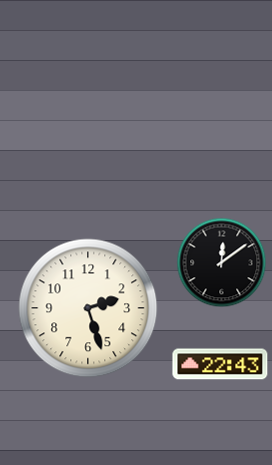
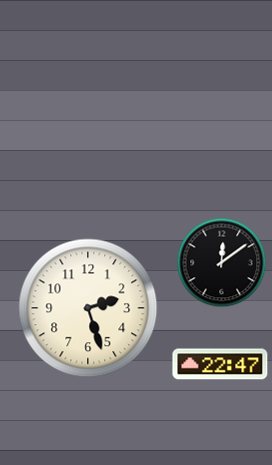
clock at (220, 364): 22:43 -> 22:47
